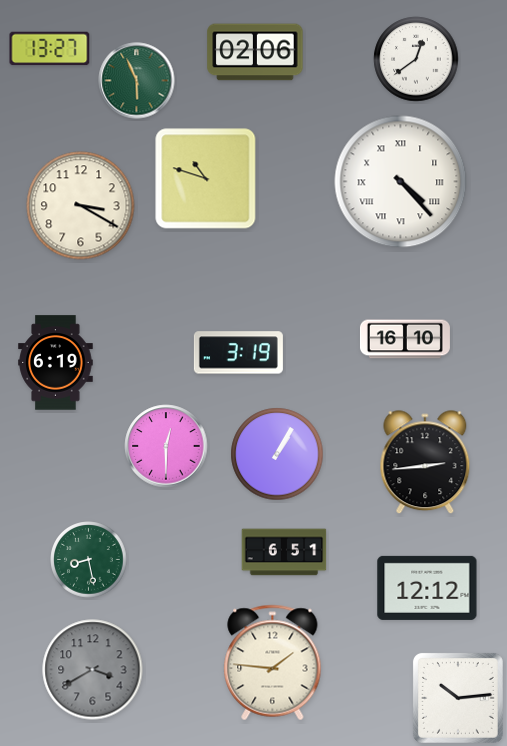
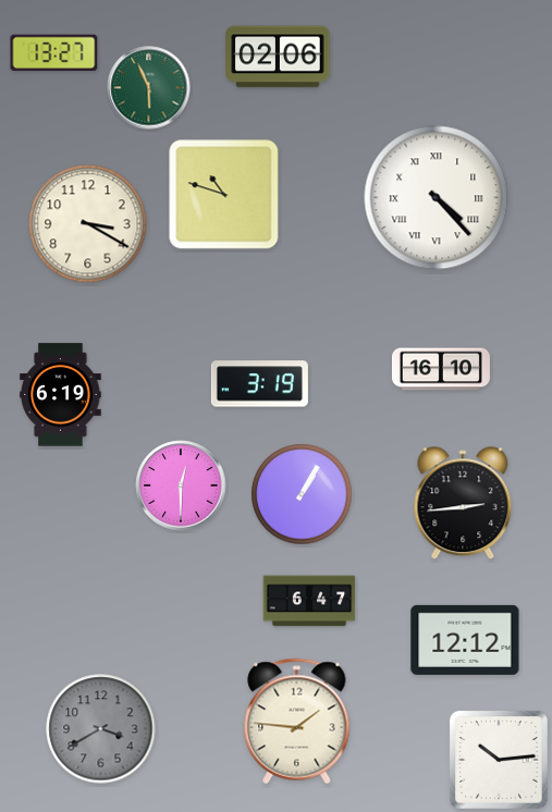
clock at (416, 59): 12:39 -> none
clock at (284, 552): 6:51 -> 6:47
clock at (89, 560): 8:28 -> none
